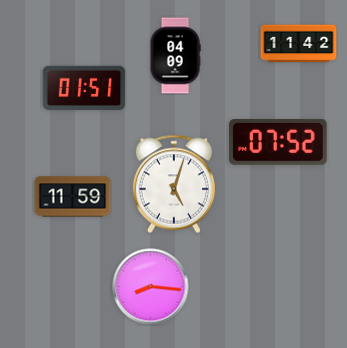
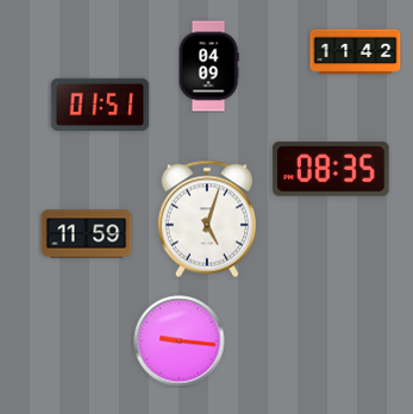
clock at (278, 142): 07:52 -> 08:35
clock at (151, 287): 8:16 -> 9:16
